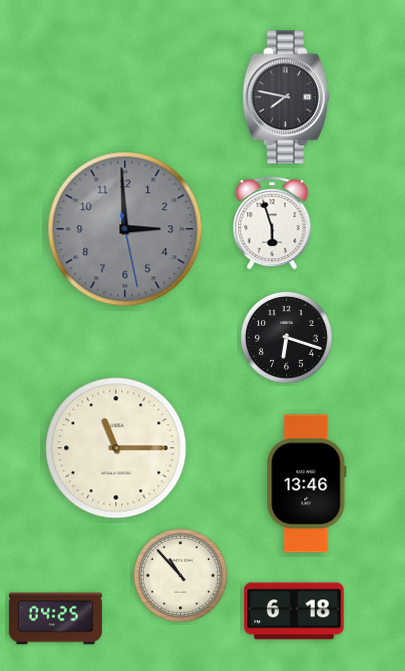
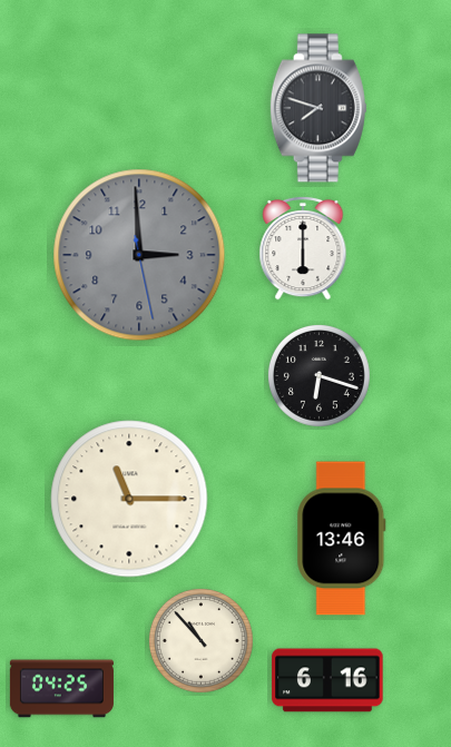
clock at (286, 97): 7:47 -> 7:48
clock at (272, 223): 5:57 -> 6:00
clock at (294, 611): 6:18 -> 6:16
